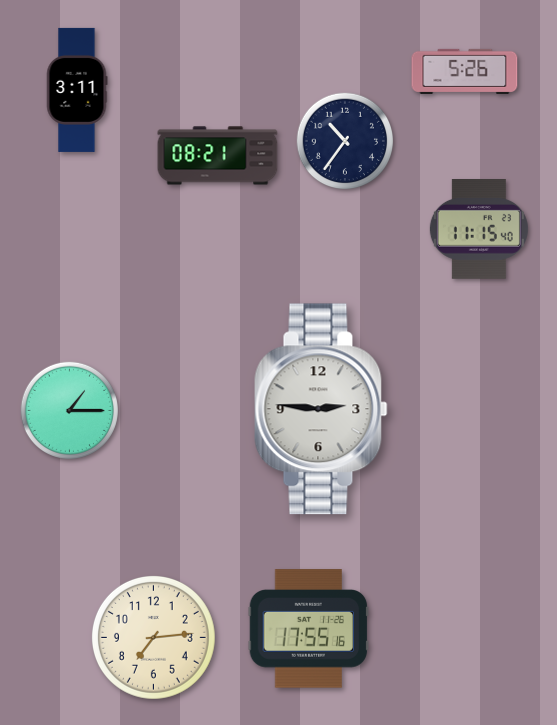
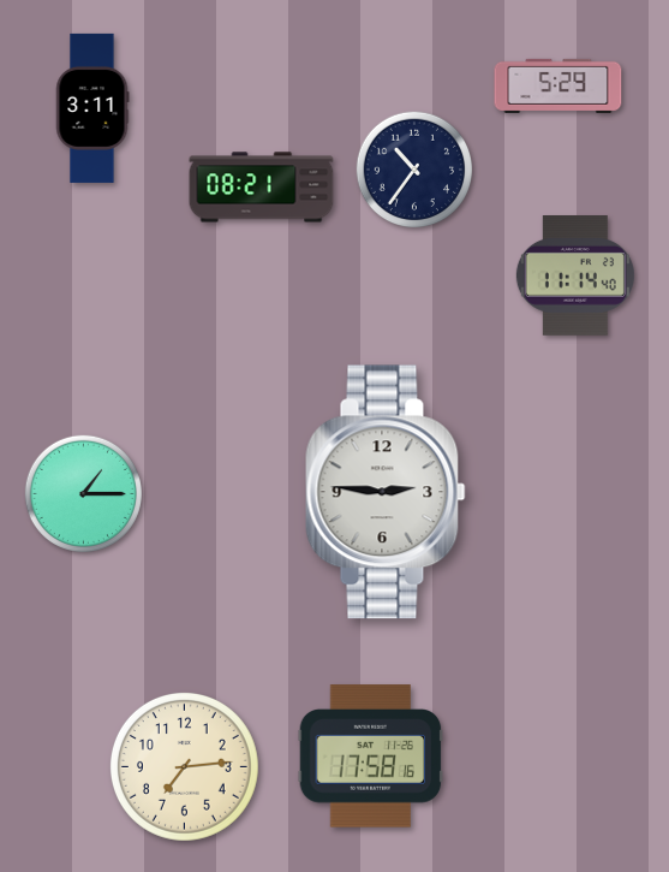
clock at (465, 71): 5:26 -> 5:29
clock at (479, 230): 11:15 -> 11:14
clock at (309, 629): 17:55 -> 17:58
